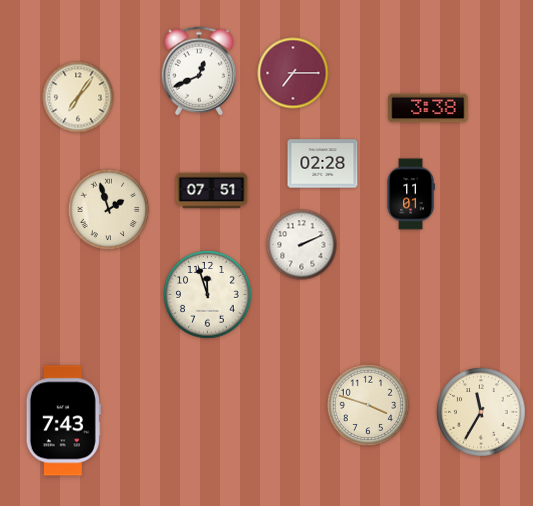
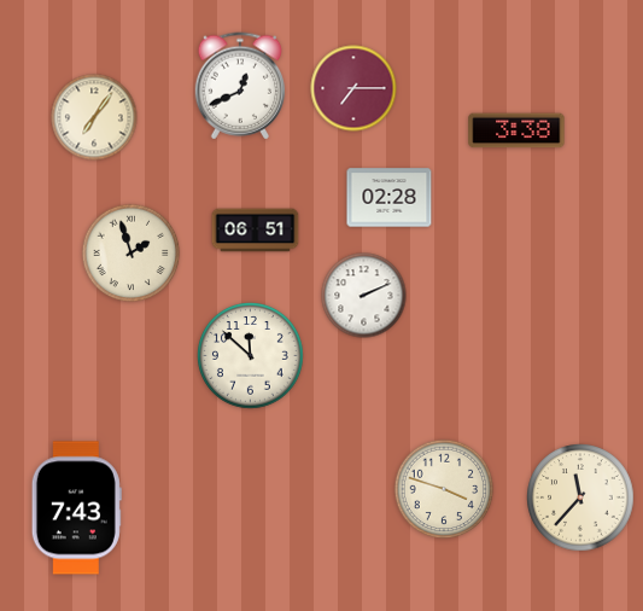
clock at (212, 191): 07:51 -> 06:51
clock at (411, 194): 11:01 -> none
clock at (208, 295): 11:57 -> 11:52
clock at (481, 412): 11:35 -> 11:37
